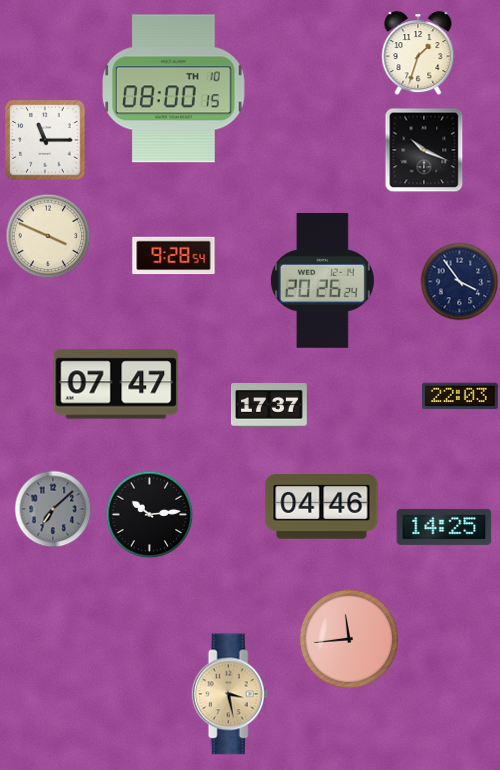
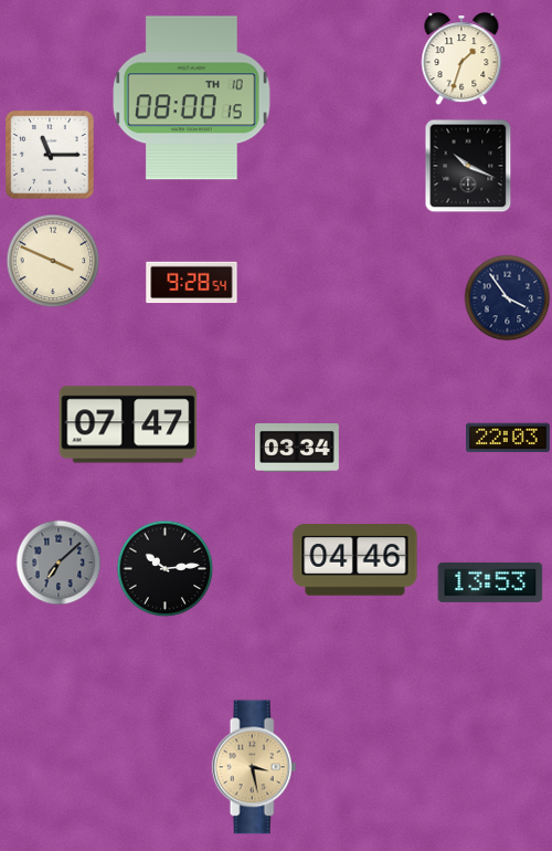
clock at (322, 280): 20:26 -> none
clock at (460, 282) position: (460, 282) -> (508, 298)
clock at (270, 406): 17:37 -> 03:34
clock at (444, 527): 14:25 -> 13:53
clock at (349, 639): 11:44 -> none
